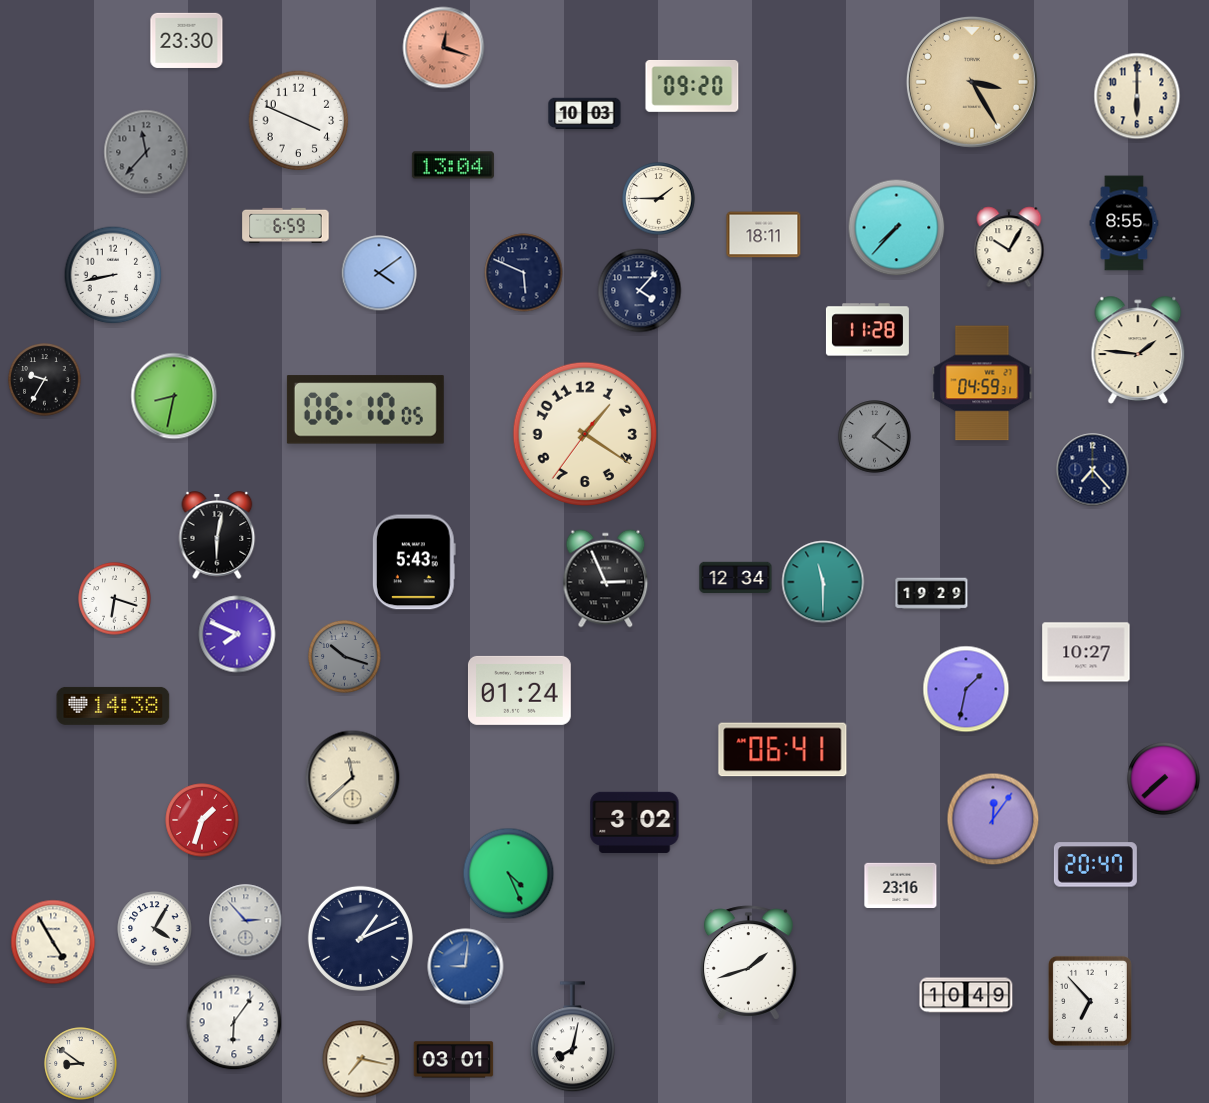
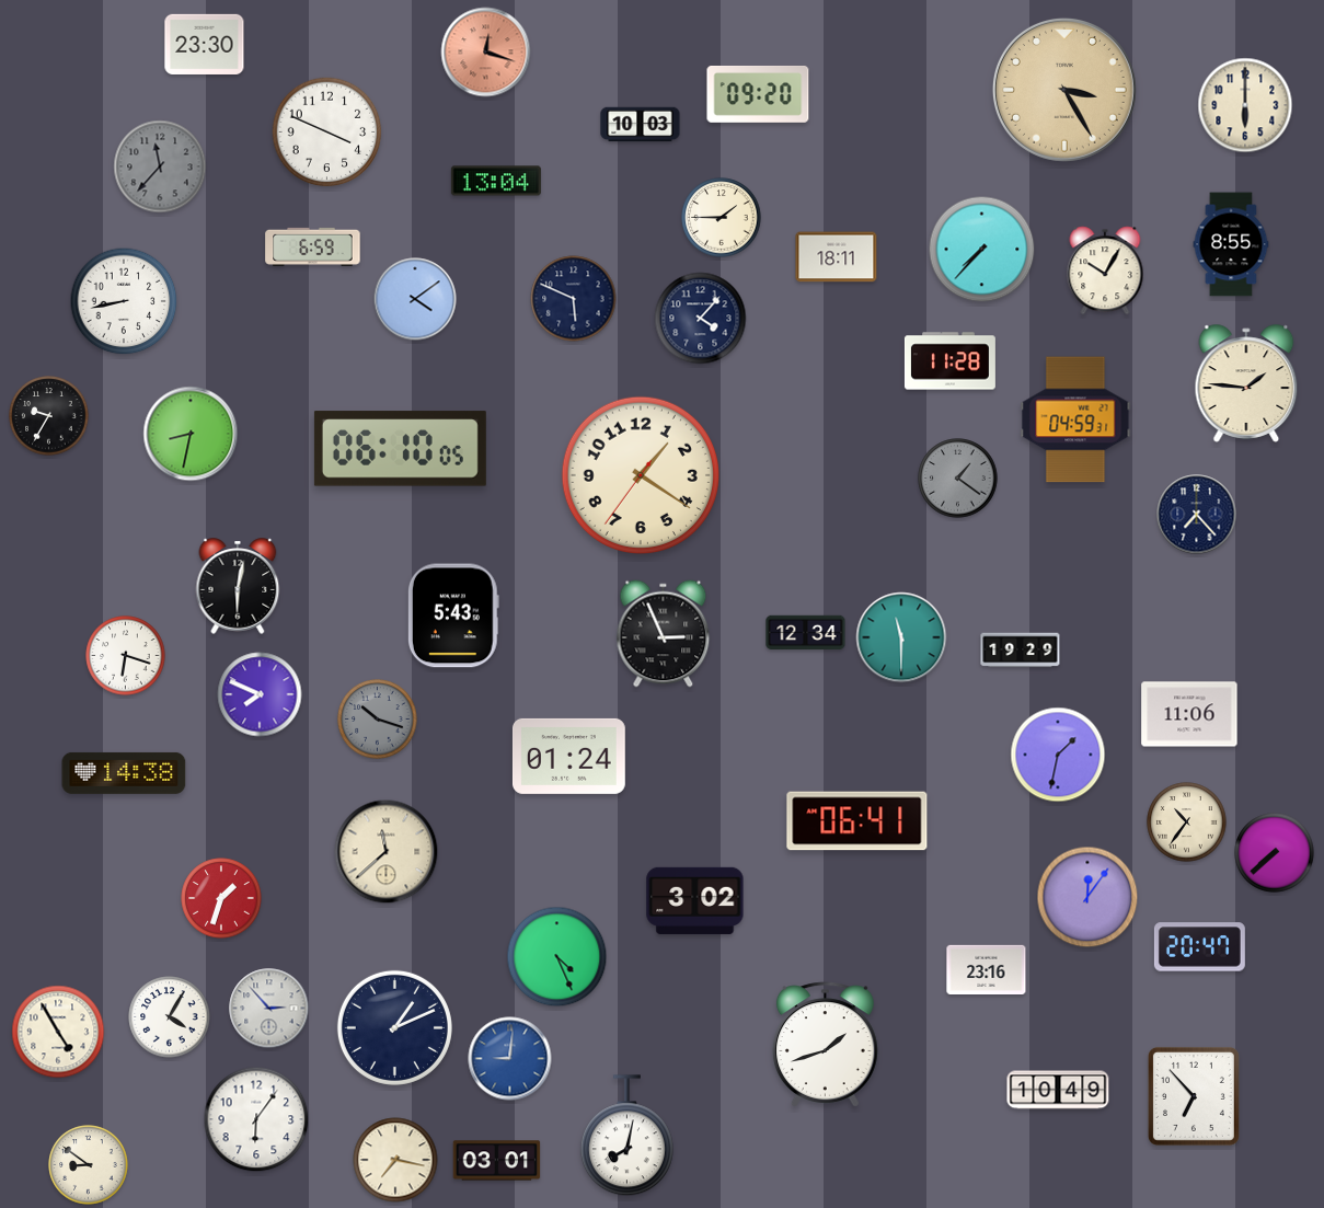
clock at (1086, 652): 10:27 -> 11:06
clock at (1187, 822): none -> 10:36
clock at (748, 963) position: (748, 963) -> (825, 1045)
